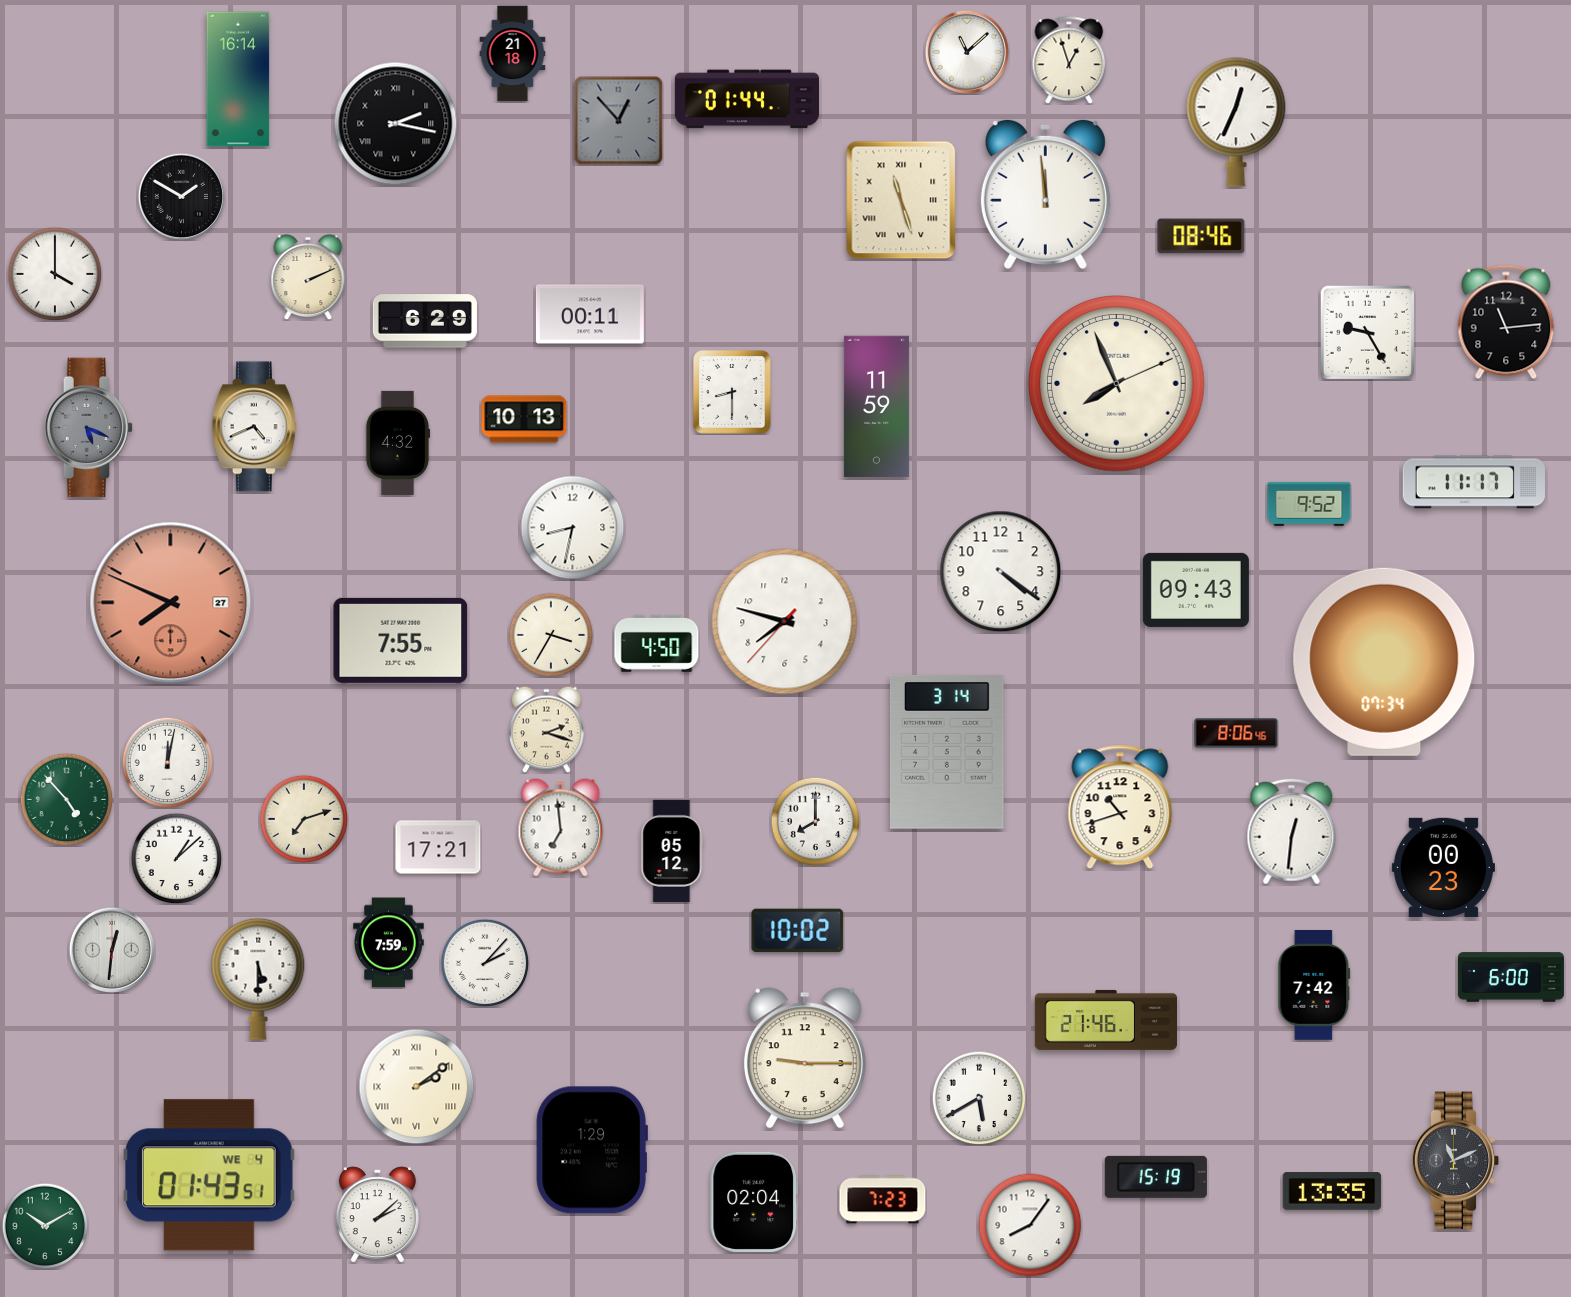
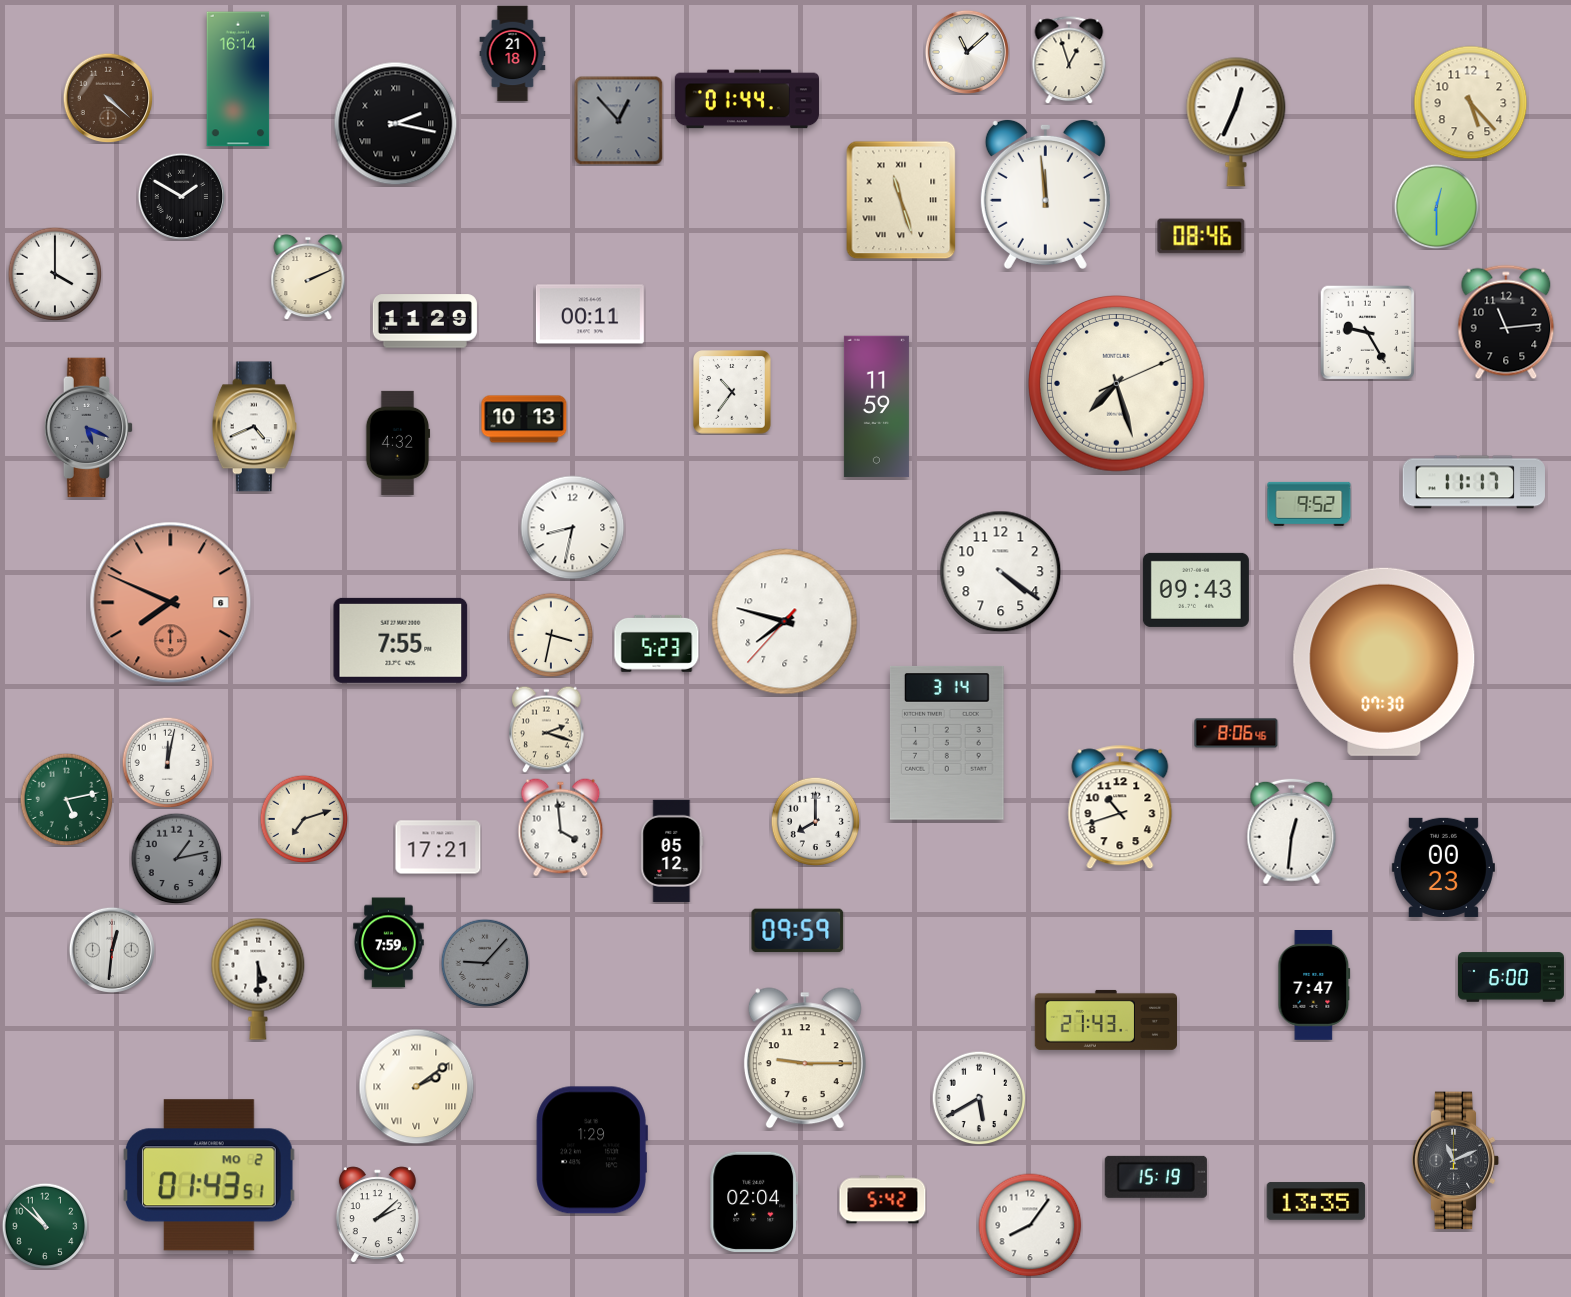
clock at (108, 98): none -> 4:22
clock at (1471, 103): none -> 5:23
clock at (1436, 206): none -> 12:30
clock at (425, 321): 6:29 -> 11:29
clock at (1117, 384): 7:56 -> 7:27
clock at (733, 393): 8:30 -> 10:36
clock at (171, 603) date: 27 -> 6
clock at (551, 635): 3:35 -> 3:32
clock at (657, 643): 4:50 -> 5:23
clock at (1384, 662): 07:34 -> 07:30
clock at (947, 752) position: (947, 752) -> (947, 743)
clock at (66, 799): 4:53 -> 5:13
clock at (561, 828): 6:59 -> 3:59
clock at (176, 858): 1:08 -> 1:13
clock at (176, 858) dial: white -> grey
clock at (798, 931): 10:02 -> 09:59
clock at (485, 963): 2:07 -> 9:07
clock at (485, 963) dial: white -> grey
clock at (1314, 986): 7:42 -> 7:47
clock at (1105, 1020): 21:46 -> 21:43
clock at (209, 1175) date: WE 4 -> MO 2
clock at (1332, 1191) position: (1332, 1191) -> (1316, 1201)
clock at (883, 1200): 7:23 -> 5:42
clock at (45, 1226): 10:10 -> 10:52
